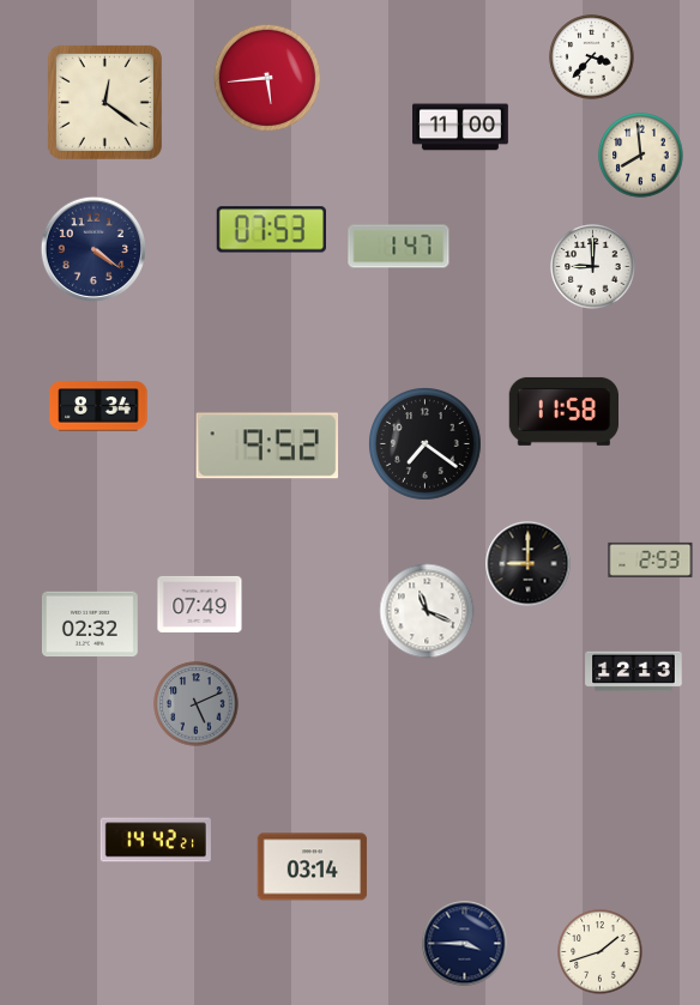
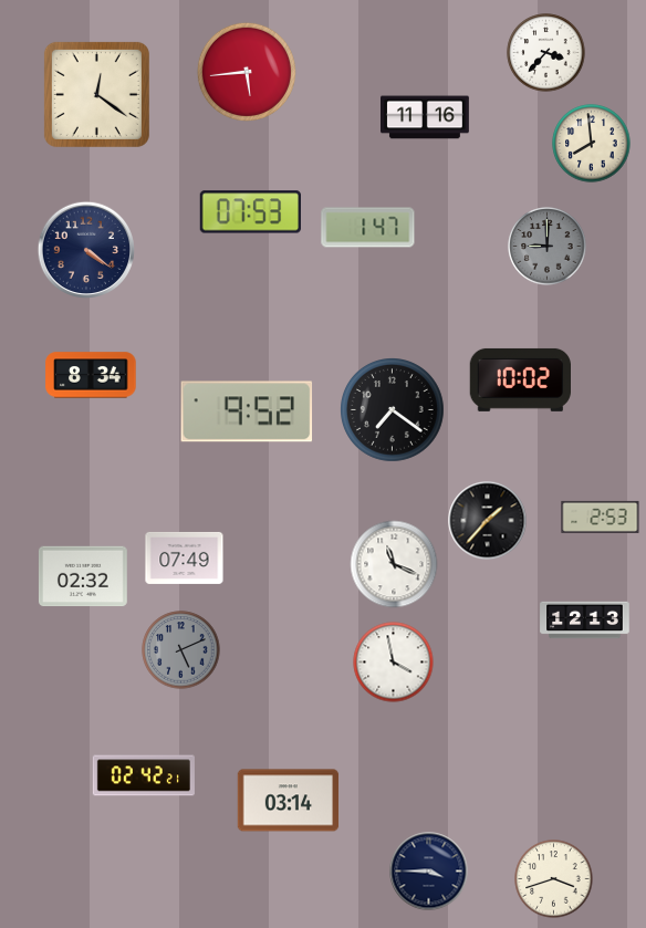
clock at (461, 127): 11:00 -> 11:16
clock at (93, 249) position: (93, 249) -> (86, 250)
clock at (593, 267) dial: white -> grey
clock at (563, 411): 11:58 -> 10:02
clock at (529, 564): 9:00 -> 1:37
clock at (394, 663): none -> 3:58
clock at (156, 840): 14:42 -> 02:42
clock at (601, 952): 1:42 -> 3:42
